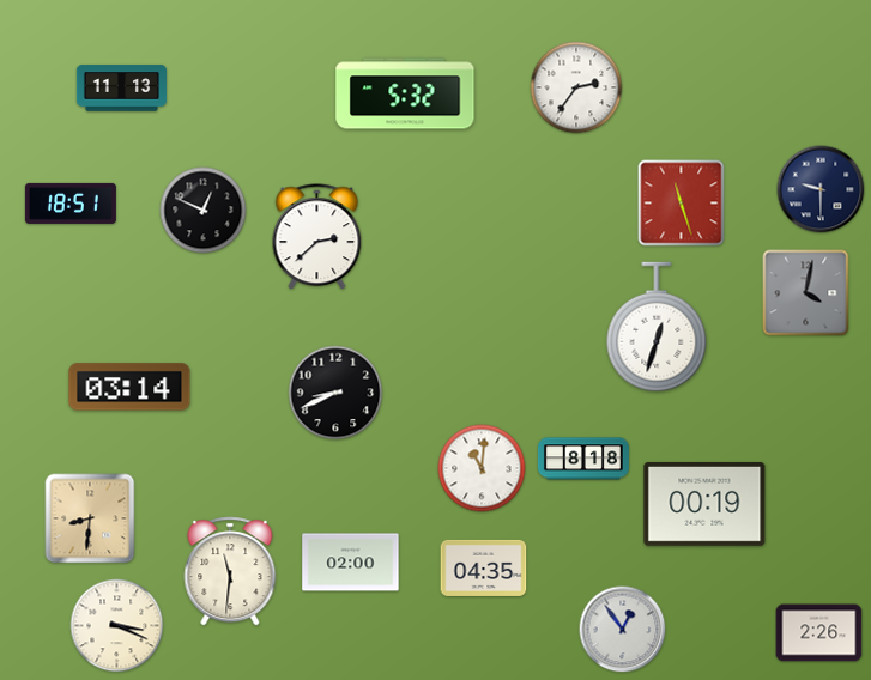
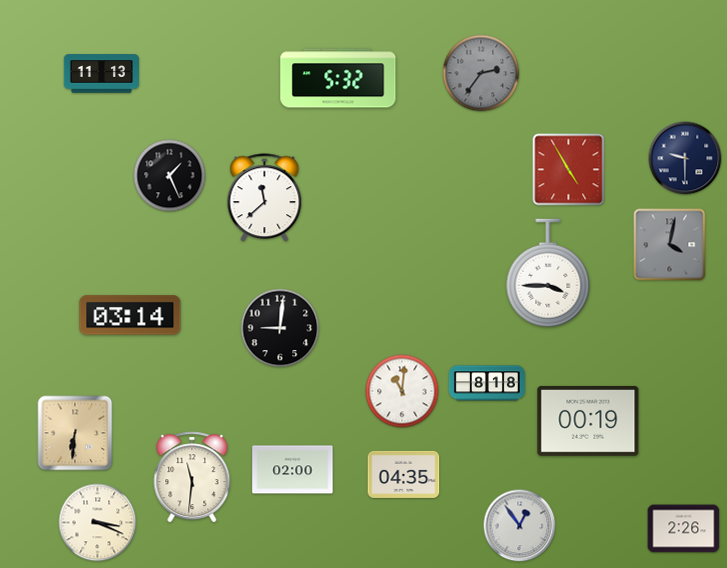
clock at (576, 87) dial: white -> grey
clock at (71, 204): 18:51 -> none
clock at (682, 204): 11:27 -> 4:55
clock at (204, 211): 12:49 -> 1:26
clock at (317, 237): 2:38 -> 11:38
clock at (806, 293) position: (806, 293) -> (670, 245)
clock at (657, 327): 12:33 -> 3:45
clock at (129, 387) position: (129, 387) -> (130, 315)
clock at (335, 393): 8:41 -> 9:01
clock at (90, 518): 8:31 -> 6:31
